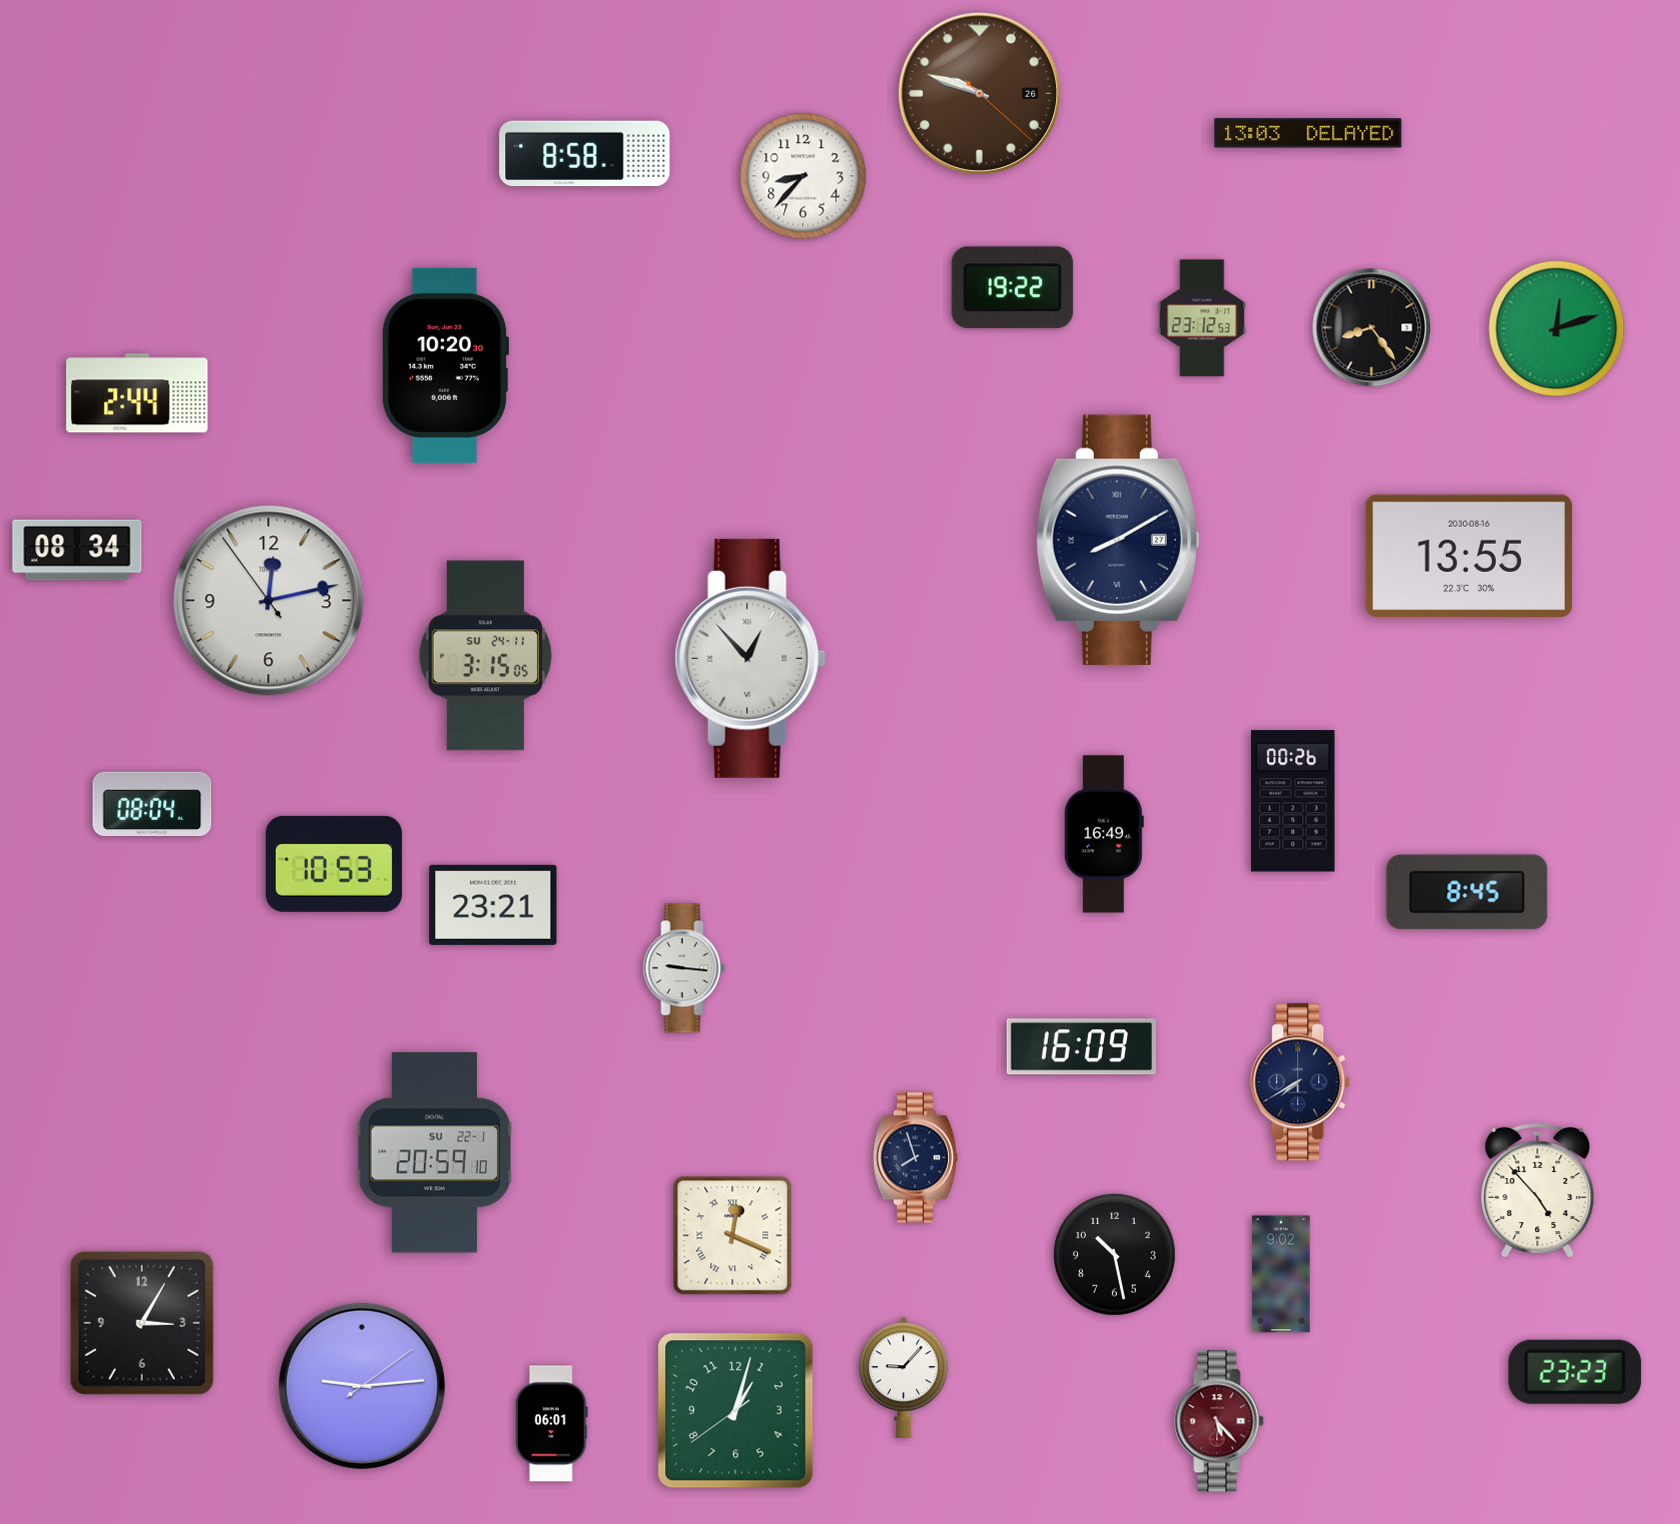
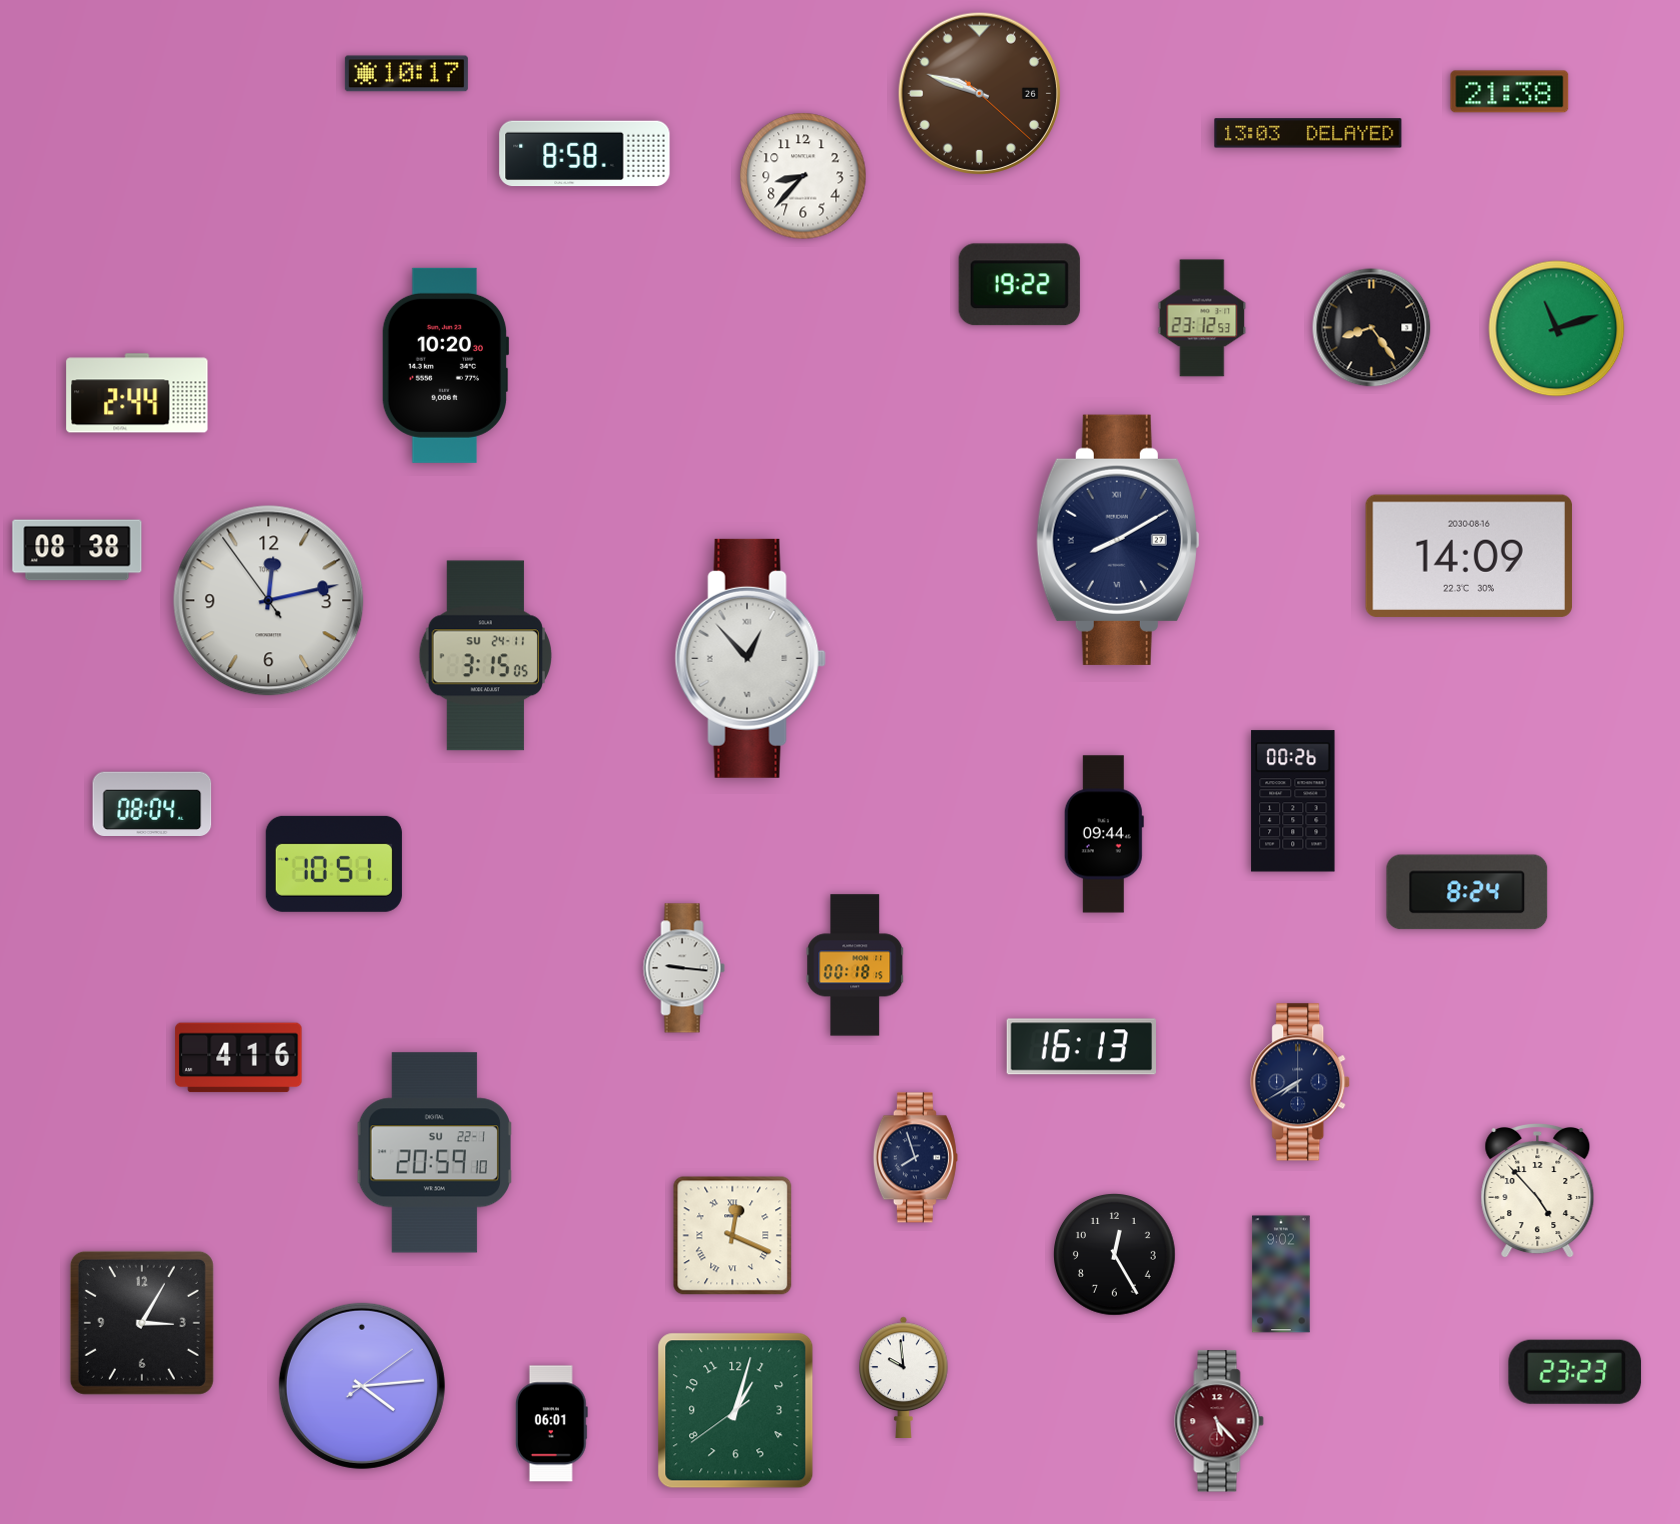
clock at (406, 74): none -> 10:17
clock at (1510, 92): none -> 21:38
clock at (1012, 288) position: (1012, 288) -> (1019, 285)
clock at (1557, 329): 12:12 -> 11:12
clock at (77, 550): 08:34 -> 08:38
clock at (1469, 556): 13:55 -> 14:09
clock at (1104, 834): 16:49 -> 09:44
clock at (334, 864): 10:53 -> 10:51
clock at (1467, 892): 8:45 -> 8:24
clock at (493, 905): 23:21 -> none
clock at (855, 965): none -> 00:18
clock at (1081, 1047): 16:09 -> 16:13
clock at (239, 1058): none -> 4:16
clock at (1115, 1255): 10:28 -> 12:25
clock at (904, 1377): 9:07 -> 9:59
clock at (362, 1386): 9:14 -> 4:14
